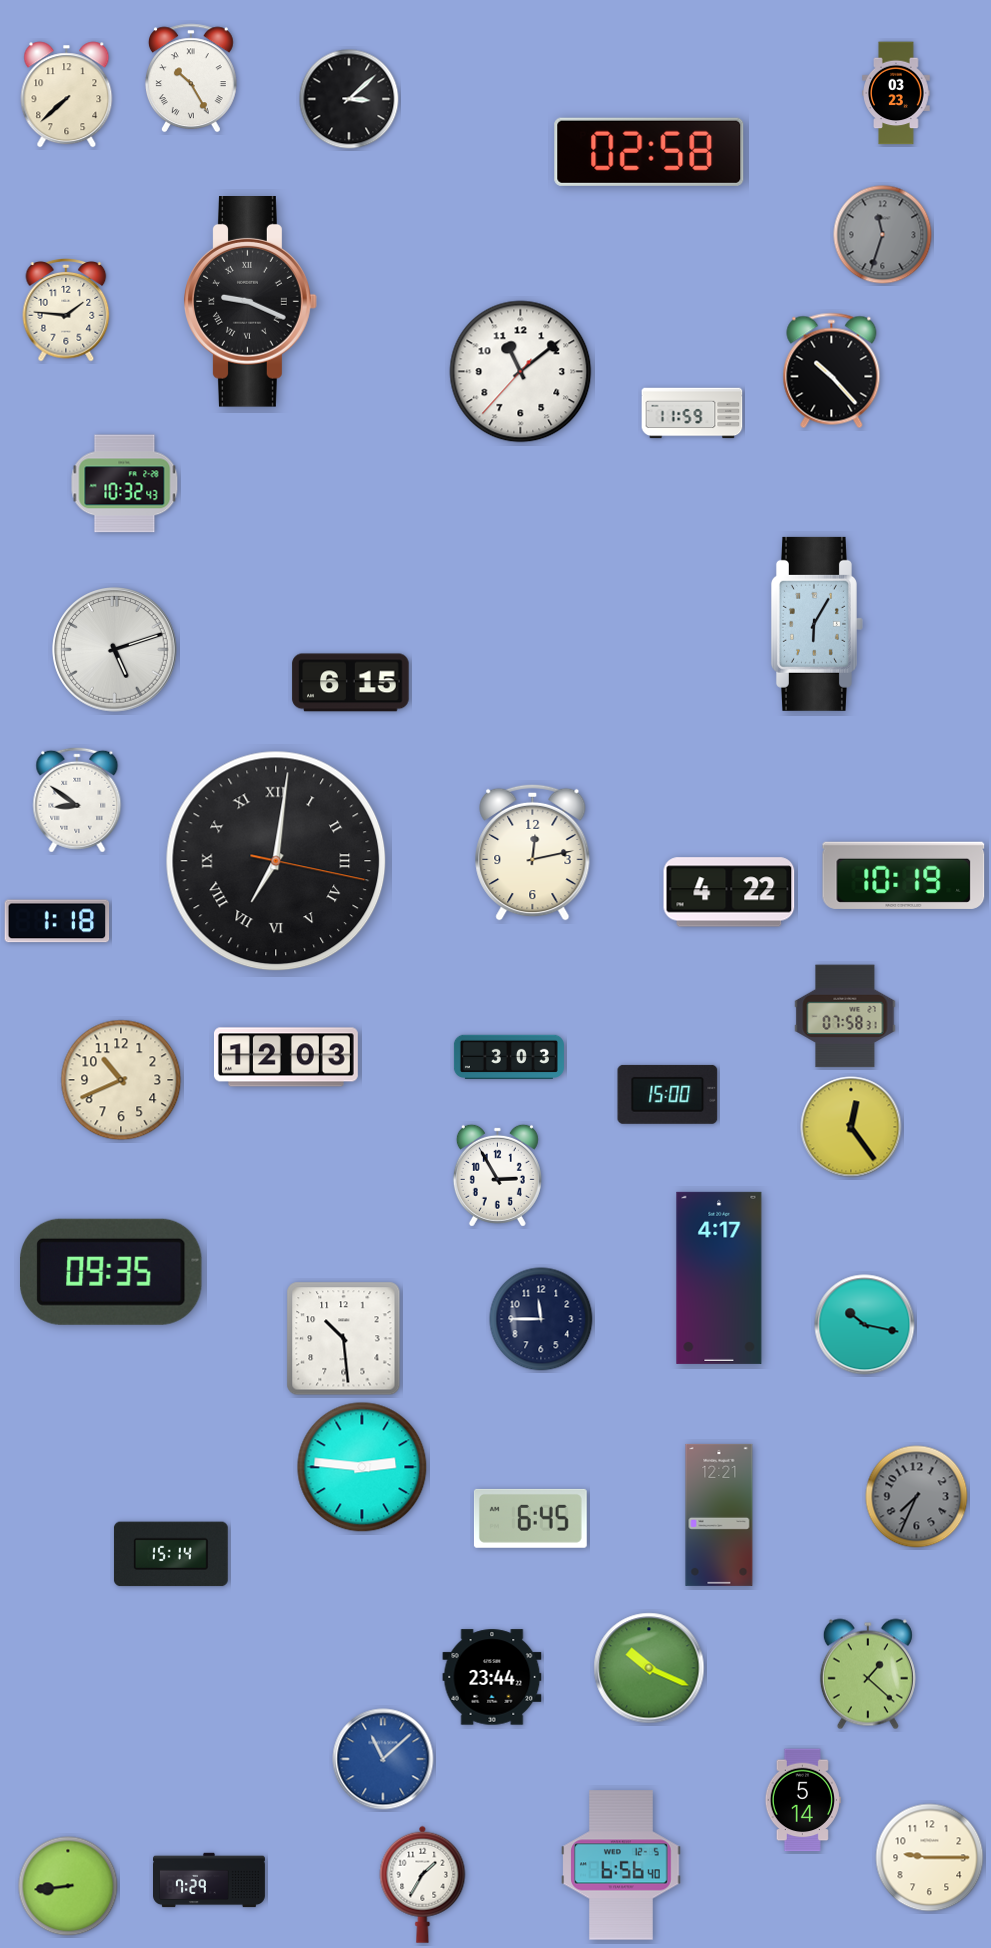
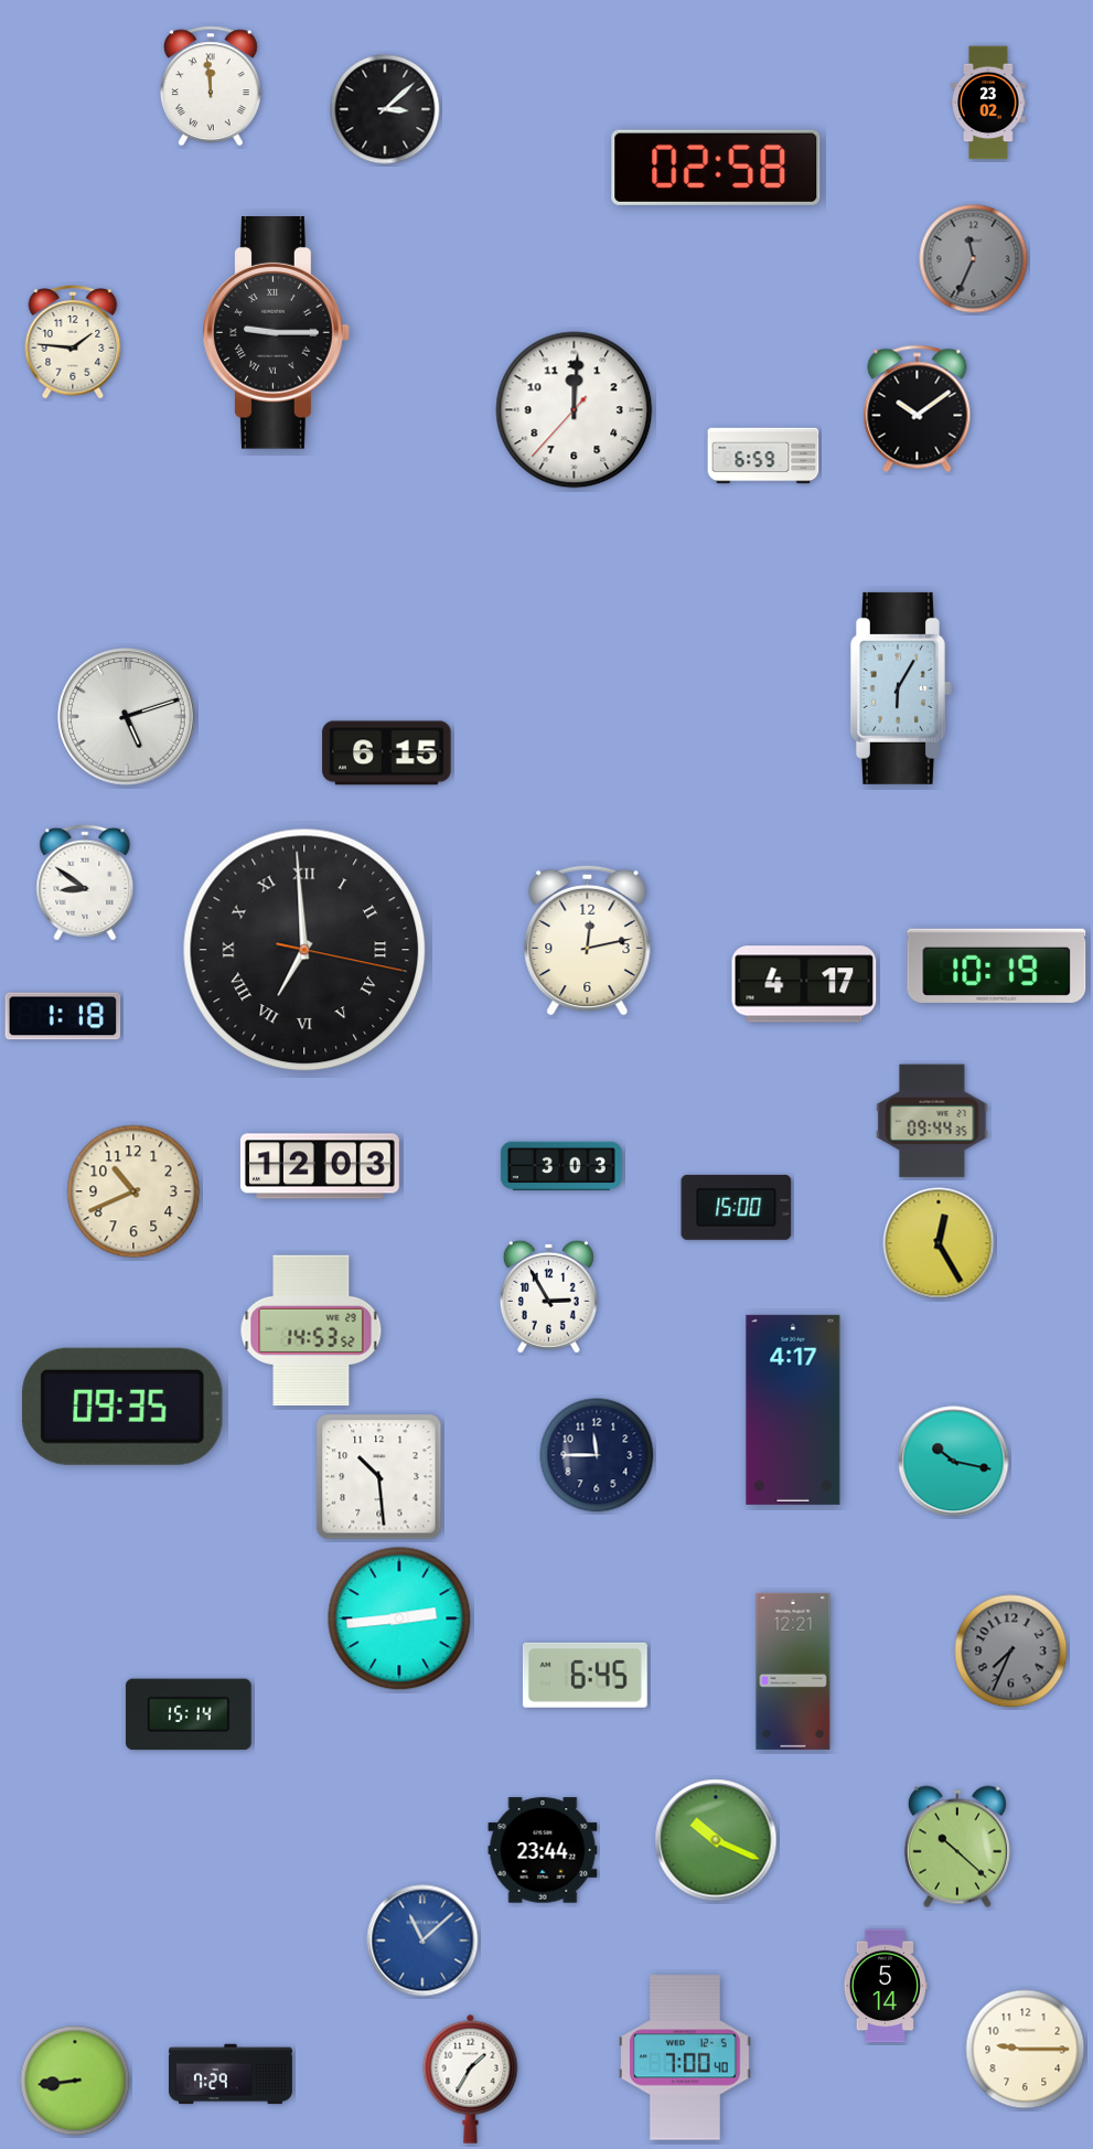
clock at (191, 78): 10:25 -> 11:59
clock at (896, 93): 03:23 -> 23:02
clock at (67, 95): 7:38 -> none
clock at (883, 235): 11:33 -> 11:34
clock at (251, 302): 9:19 -> 9:15
clock at (832, 371): 10:23 -> 10:09
clock at (521, 372): 11:08 -> 12:00
clock at (692, 413): 11:59 -> 6:59
clock at (125, 484): 10:32 -> none
clock at (276, 861): 7:01 -> 6:59
clock at (729, 892): 4:22 -> 4:17
clock at (845, 1016): 07:58 -> 09:44
clock at (286, 1057) position: (286, 1057) -> (320, 1166)
clock at (851, 1127): 12:24 -> 12:25
clock at (311, 1330): none -> 14:53
clock at (111, 1272) position: (111, 1272) -> (122, 1407)
clock at (362, 1467): 2:46 -> 2:44
clock at (868, 1674): 1:22 -> 10:22
clock at (621, 1865): 6:56 -> 7:00
clock at (423, 1884) position: (423, 1884) -> (471, 2078)
